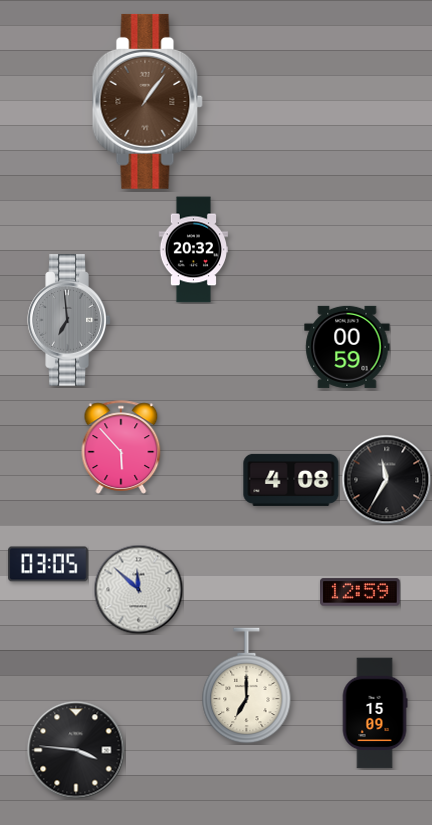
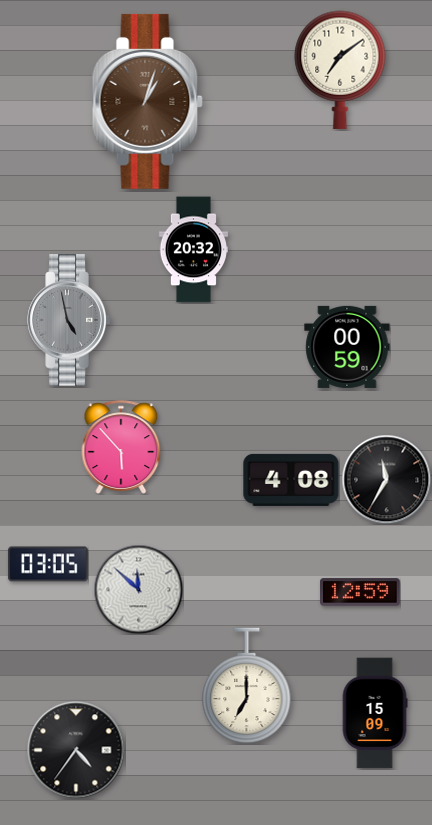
clock at (340, 70): none -> 7:09
clock at (147, 101): 1:06 -> 1:03
clock at (69, 320): 6:59 -> 4:58
clock at (76, 750): 3:46 -> 4:36
